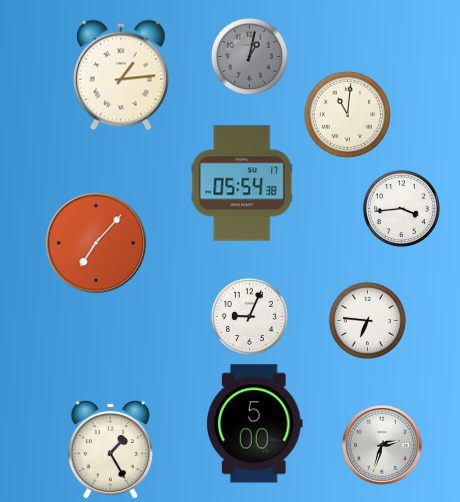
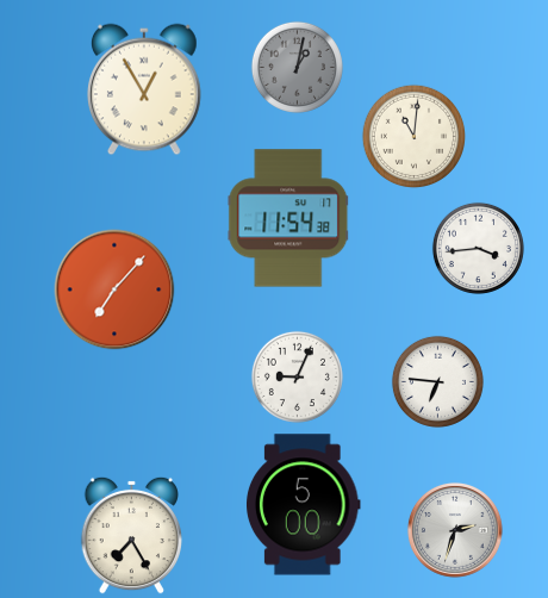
clock at (122, 75): 1:14 -> 12:55
clock at (242, 183): 05:54 -> 11:54
clock at (110, 449): 1:25 -> 7:25
